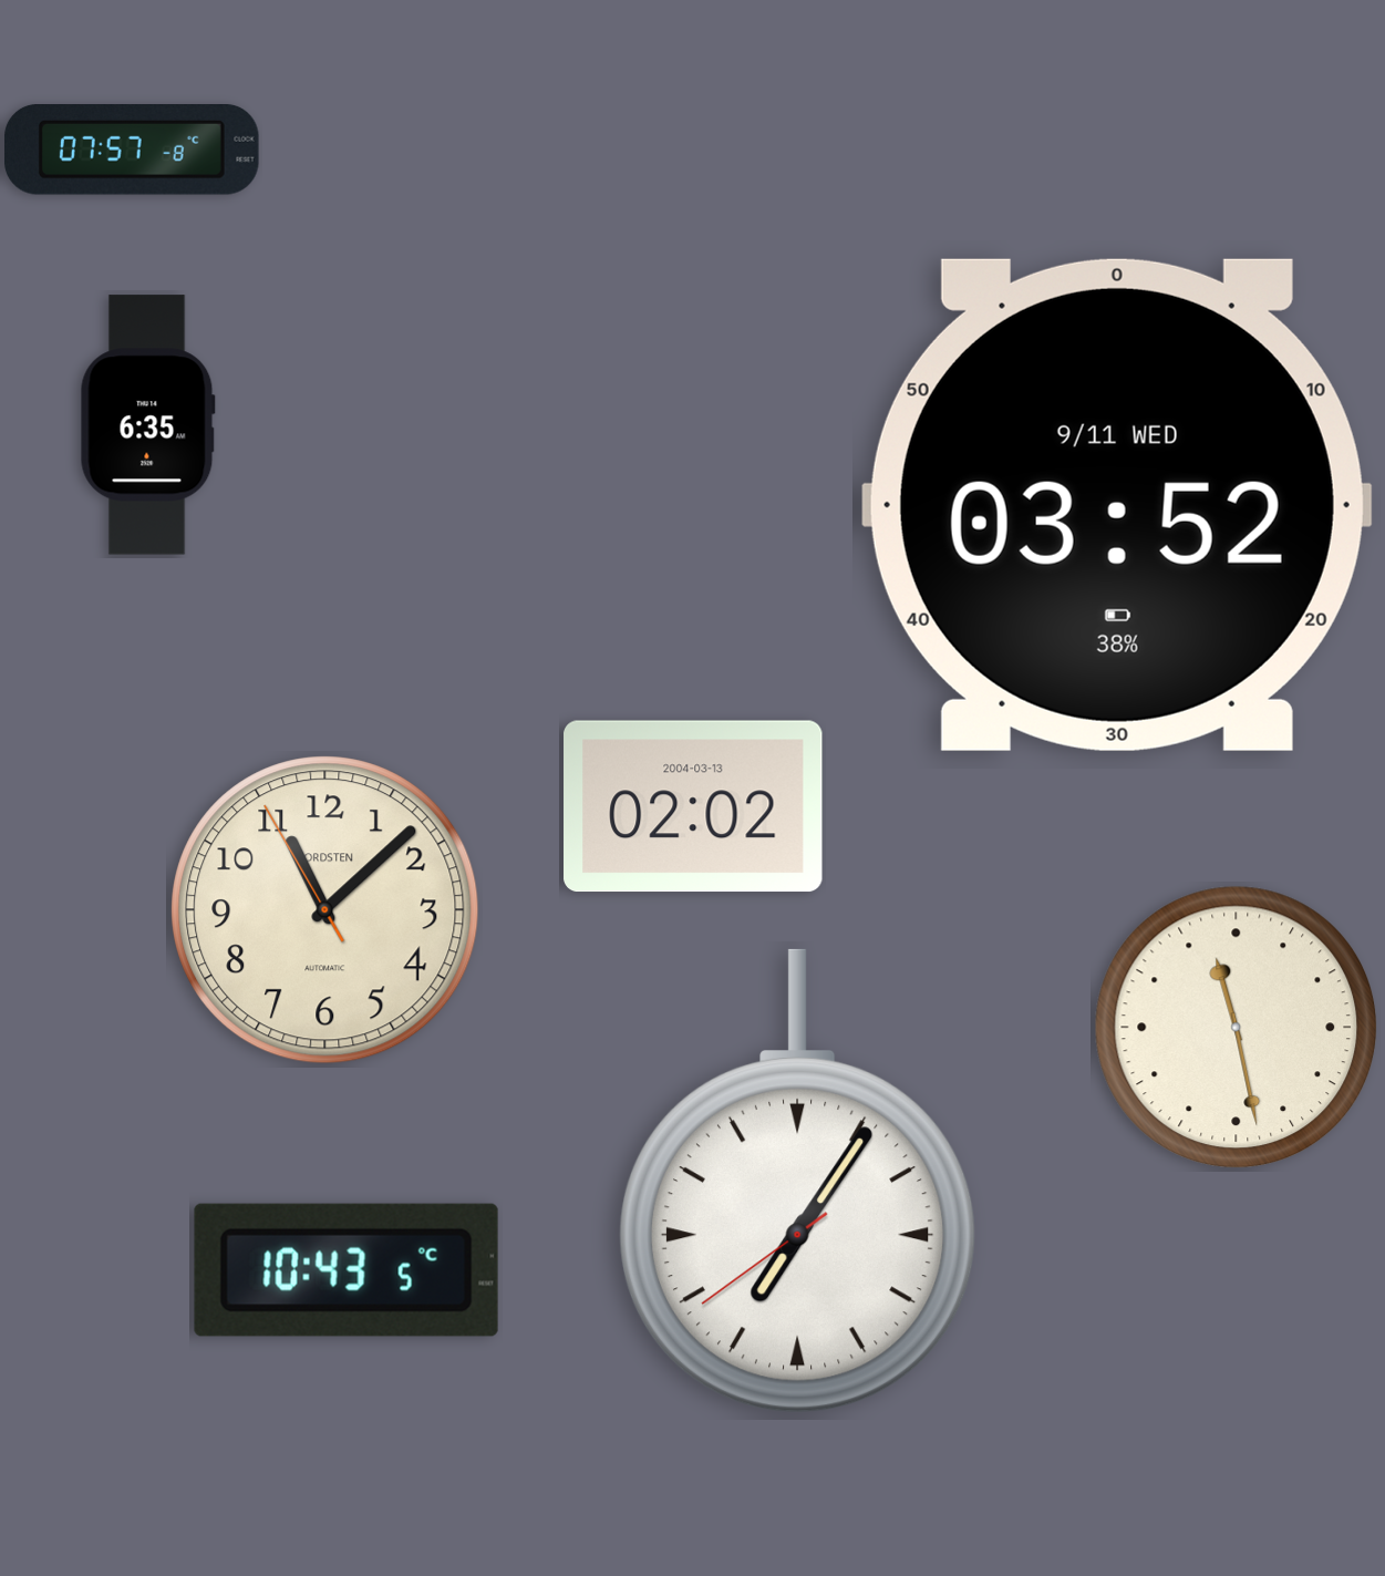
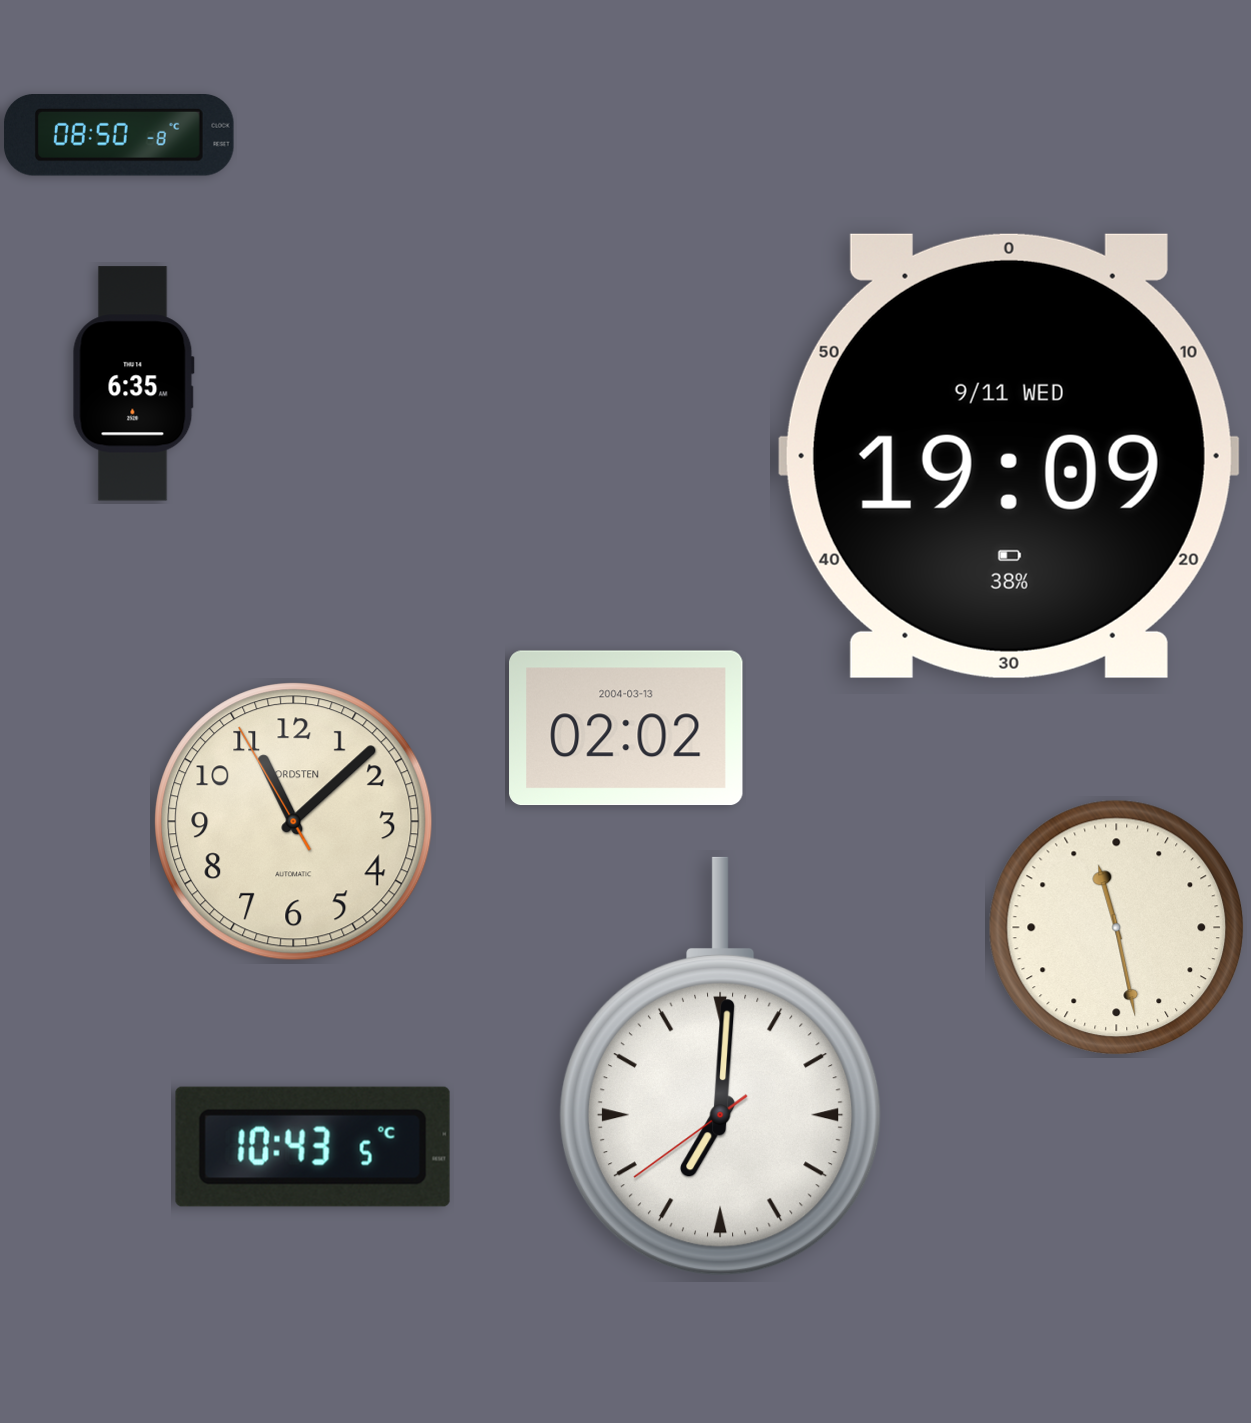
clock at (132, 151): 07:57 -> 08:50
clock at (1117, 505): 03:52 -> 19:09
clock at (797, 1181): 7:05 -> 7:00
